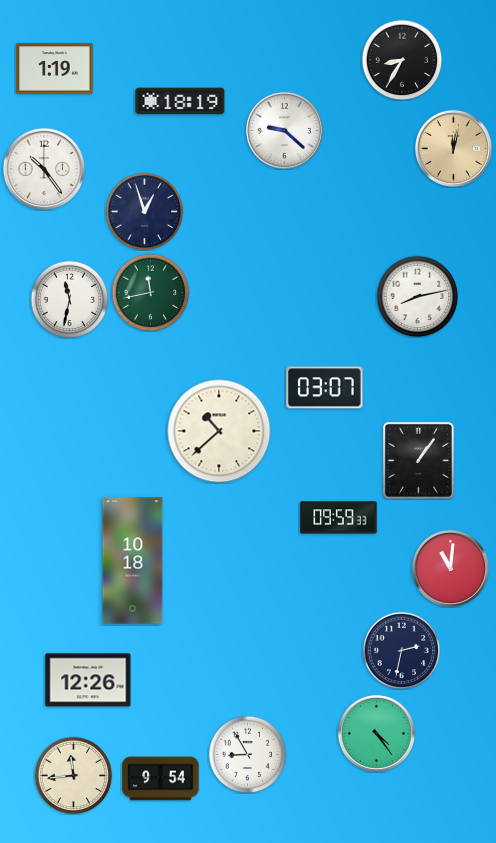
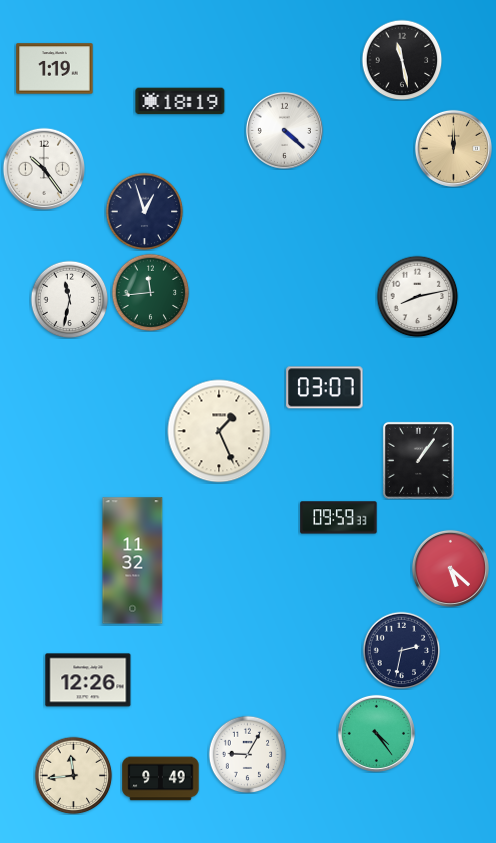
clock at (402, 60): 8:35 -> 11:28
clock at (284, 130): 9:22 -> 4:22
clock at (453, 148): 12:02 -> 12:00
clock at (150, 292): 11:43 -> 11:44
clock at (219, 431): 10:38 -> 1:26
clock at (133, 561): 10:18 -> 11:32
clock at (450, 568): 11:01 -> 5:22
clock at (247, 754): 8:55 -> 9:05
clock at (161, 779): 9:54 -> 9:49
